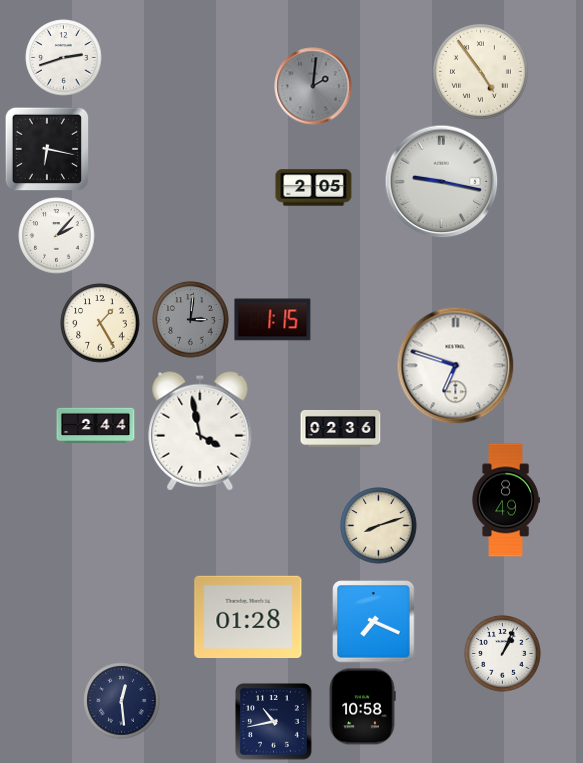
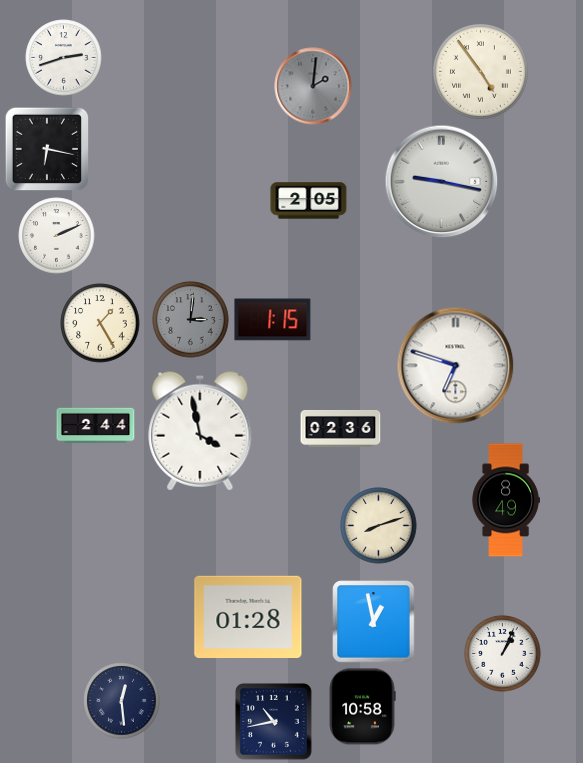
clock at (314, 188) position: (314, 188) -> (309, 201)
clock at (57, 236): 2:07 -> 2:11
clock at (374, 622): 7:19 -> 12:58
